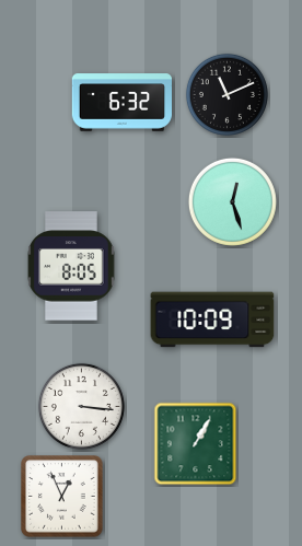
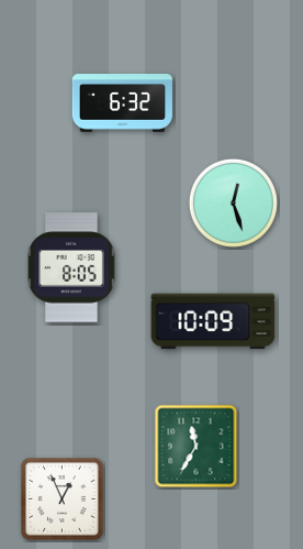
clock at (226, 94): 11:11 -> none
clock at (81, 406): 3:16 -> none
clock at (196, 444): 1:05 -> 11:35
